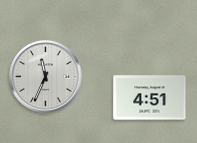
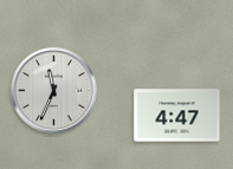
clock at (150, 98): 4:51 -> 4:47
